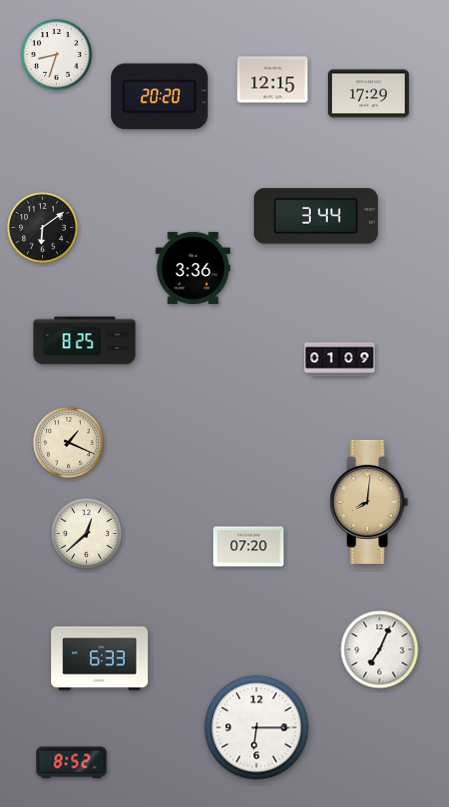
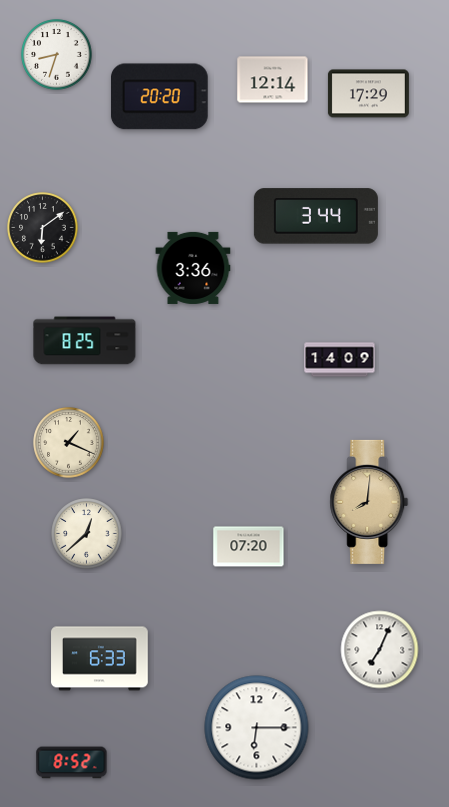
clock at (273, 80): 12:15 -> 12:14
clock at (340, 360): 01:09 -> 14:09
